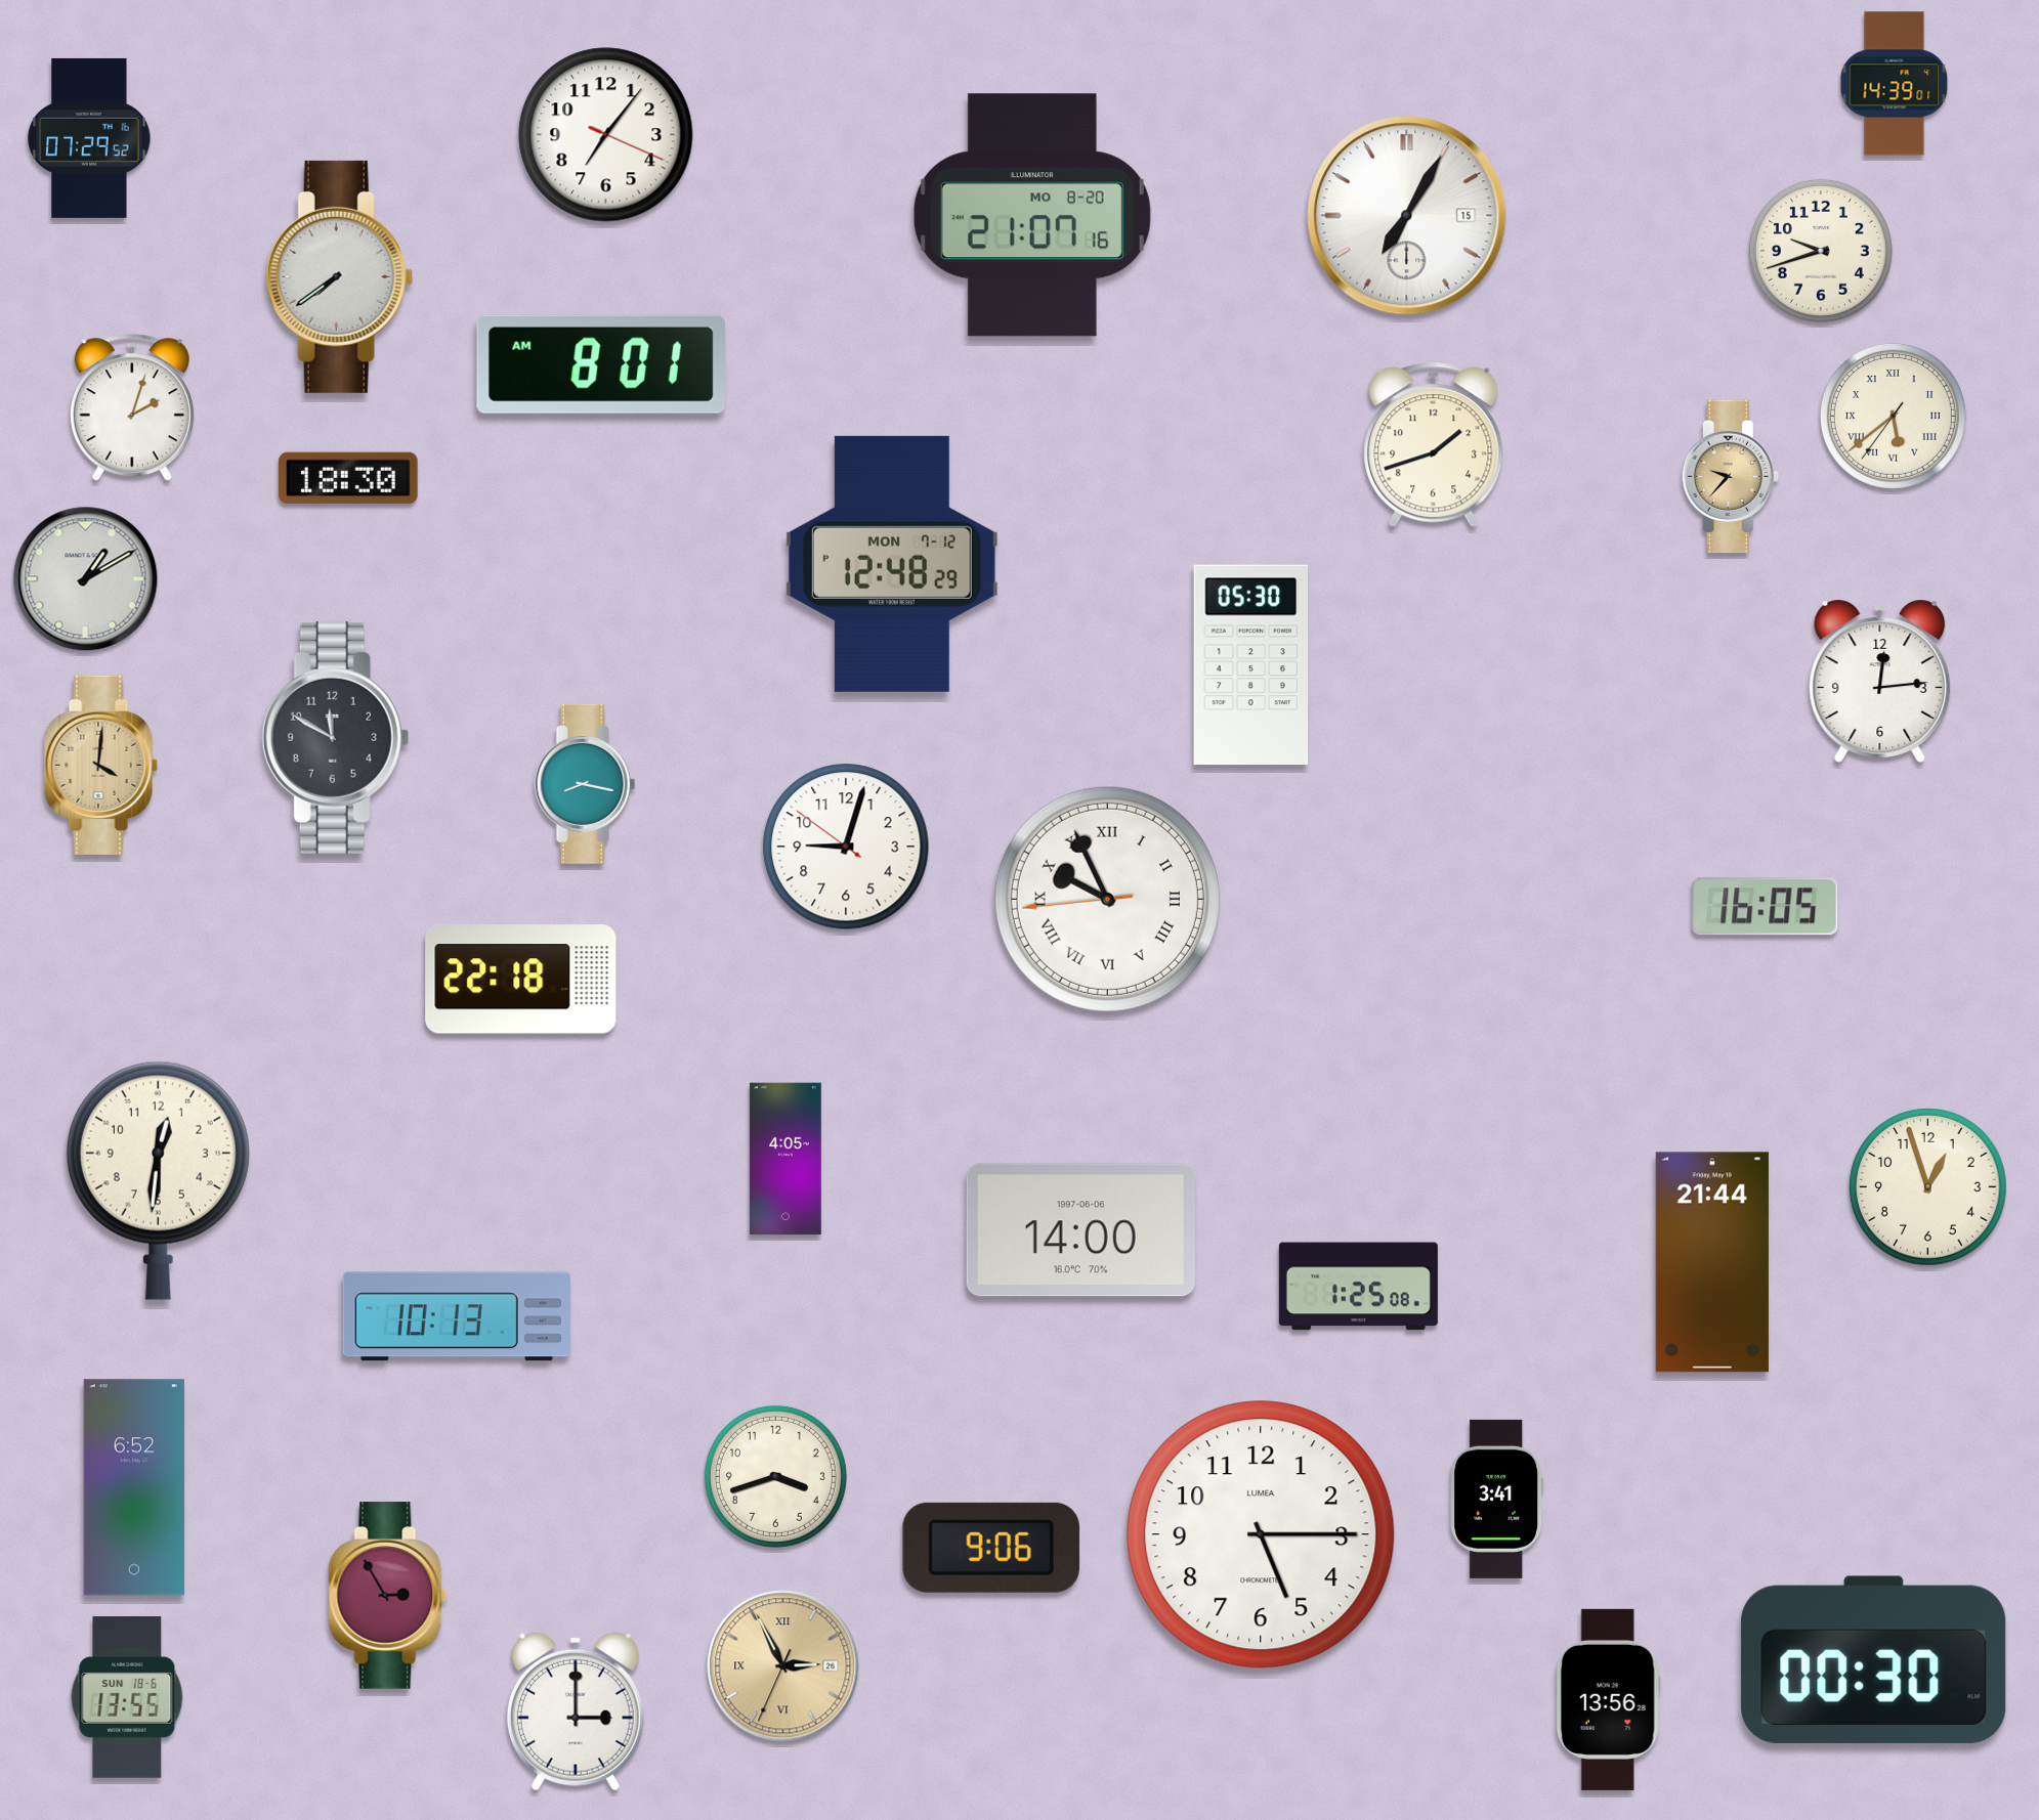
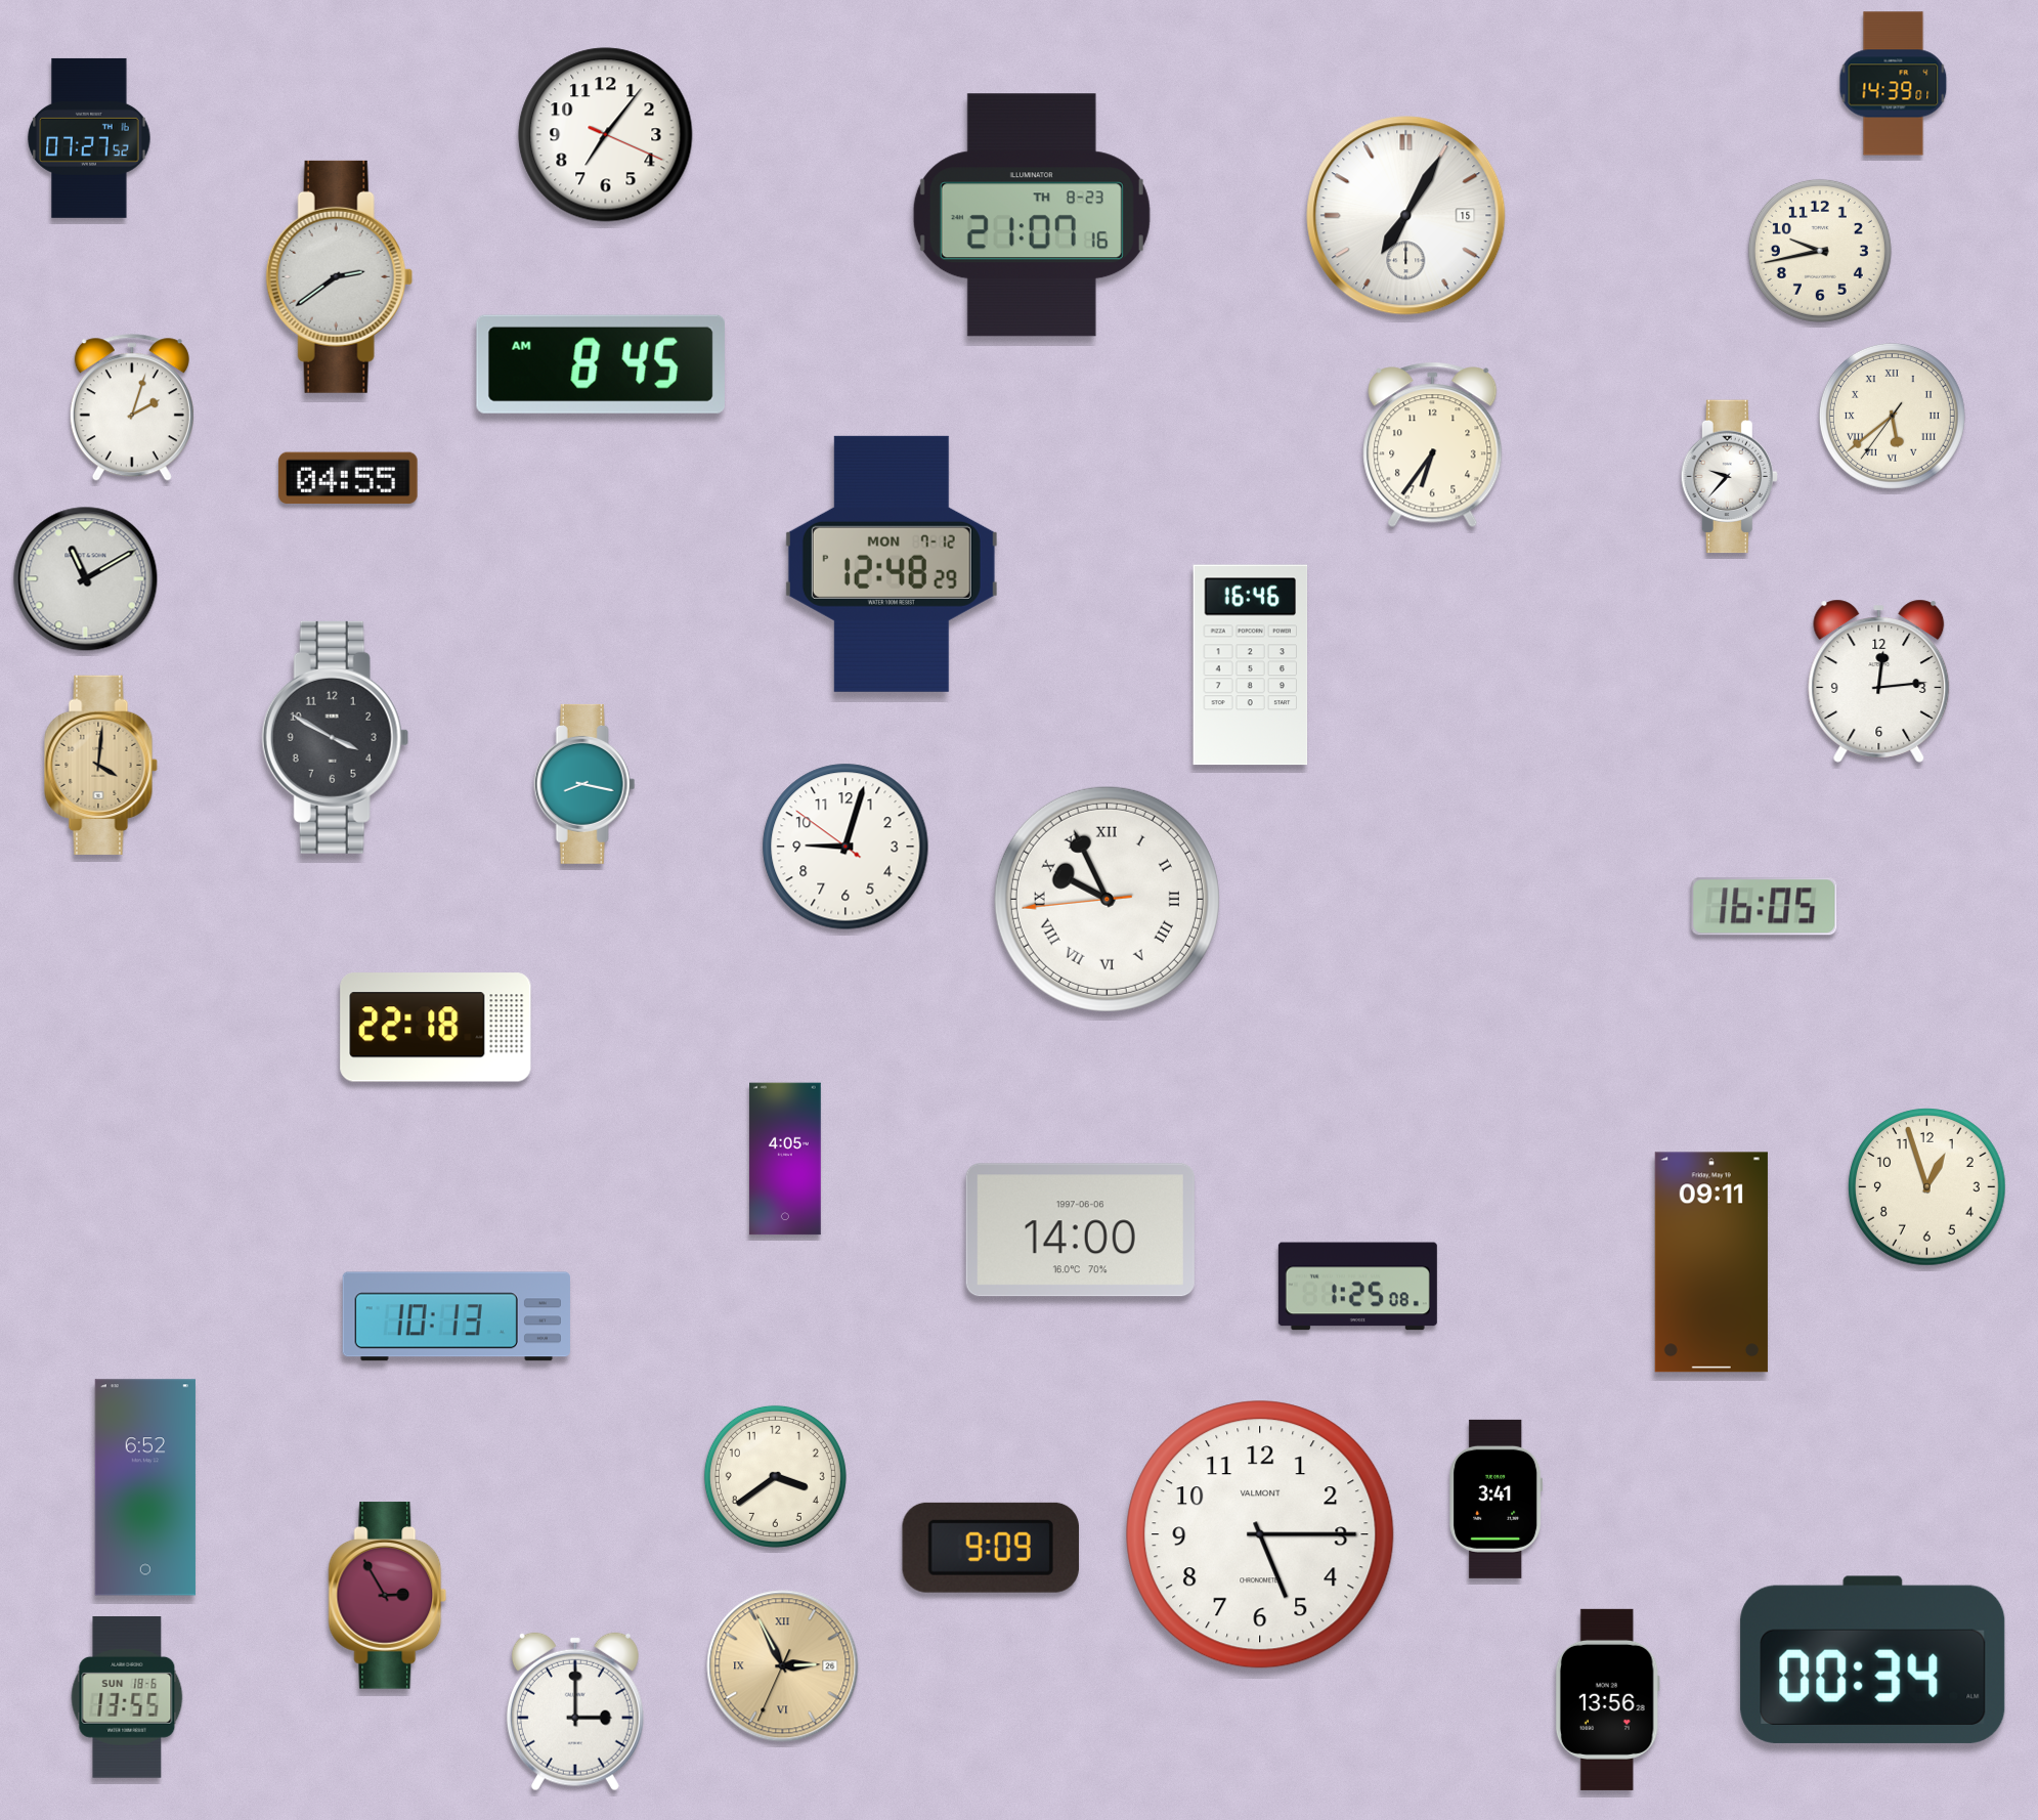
clock at (89, 138): 07:29 -> 07:27
clock at (1032, 215) date: MO 8-20 -> TH 8-23
clock at (1821, 251): 9:42 -> 9:43
clock at (339, 276): 7:39 -> 2:39
clock at (601, 364): 8:01 -> 8:45
clock at (1434, 445): 1:42 -> 6:36
clock at (1730, 477) dial: champagne -> white
clock at (348, 478): 18:30 -> 04:55
clock at (86, 579): 1:10 -> 11:10
clock at (1251, 665): 05:30 -> 16:46
clock at (335, 737): 11:50 -> 3:50
clock at (521, 980) position: (521, 980) -> (436, 1028)
clock at (158, 1180): 12:31 -> none
clock at (1712, 1262): 21:44 -> 09:11
clock at (775, 1476): 3:42 -> 3:39
clock at (134, 1487) position: (134, 1487) -> (145, 1487)
clock at (1261, 1534) brand: LUMEA -> VALMONT
clock at (991, 1548): 9:06 -> 9:09
clock at (1874, 1659): 00:30 -> 00:34
